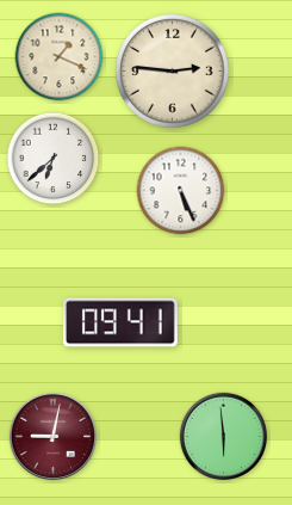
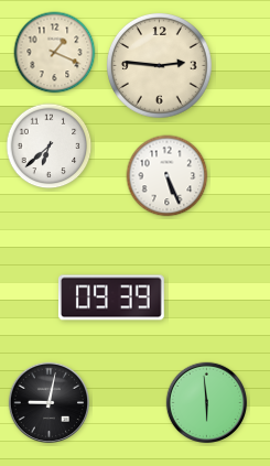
clock at (120, 322): 09:41 -> 09:39
clock at (54, 437) dial: burgundy -> black
